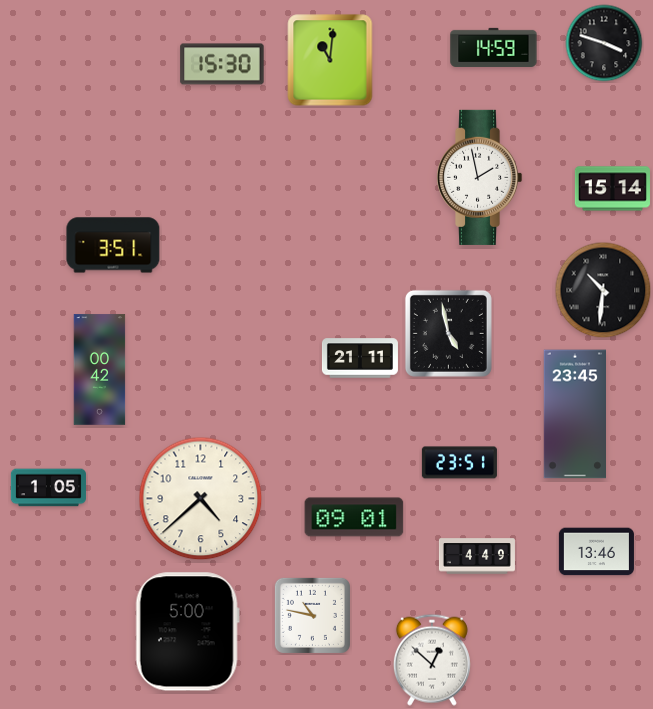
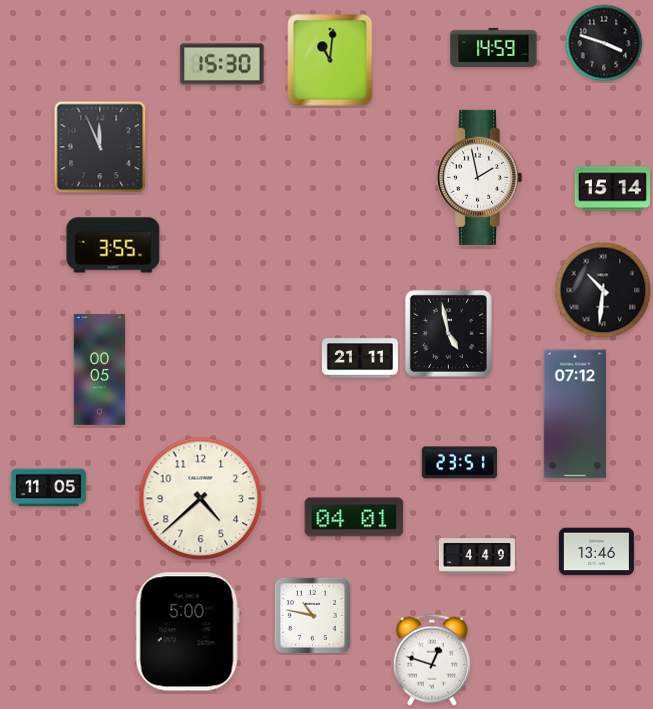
clock at (100, 147): none -> 11:56
clock at (113, 245): 3:51 -> 3:55
clock at (100, 370): 00:42 -> 00:05
clock at (574, 414): 23:45 -> 07:12
clock at (48, 488): 1:05 -> 11:05
clock at (354, 517): 09:01 -> 04:01
clock at (432, 660): 12:52 -> 12:48
